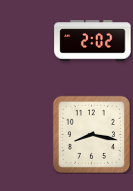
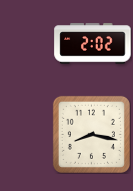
clock at (93, 41) position: (93, 41) -> (93, 44)
